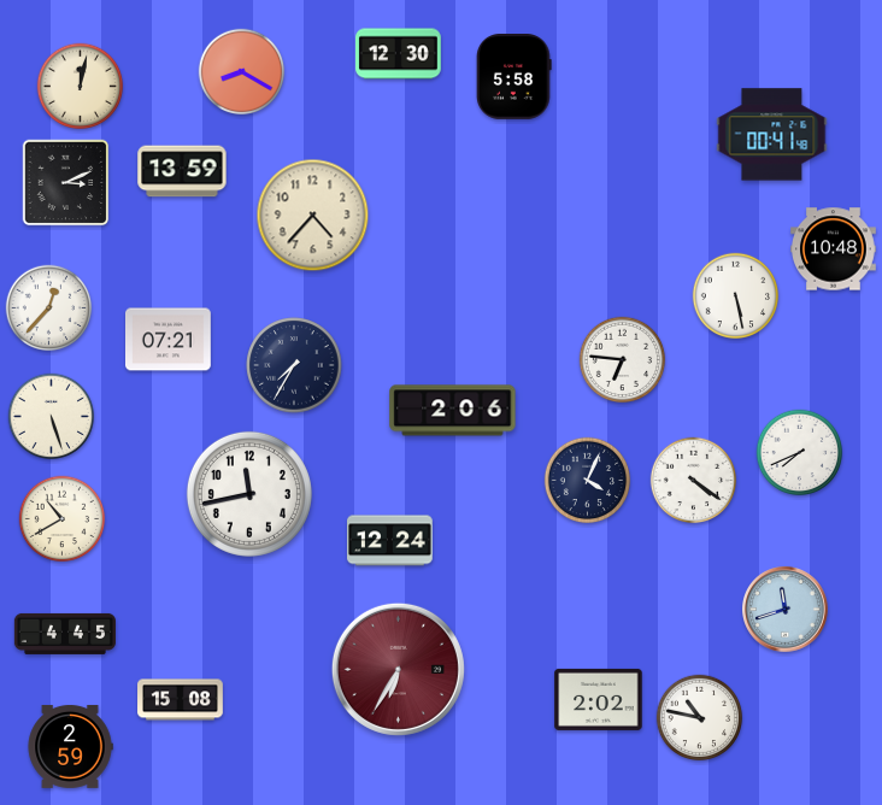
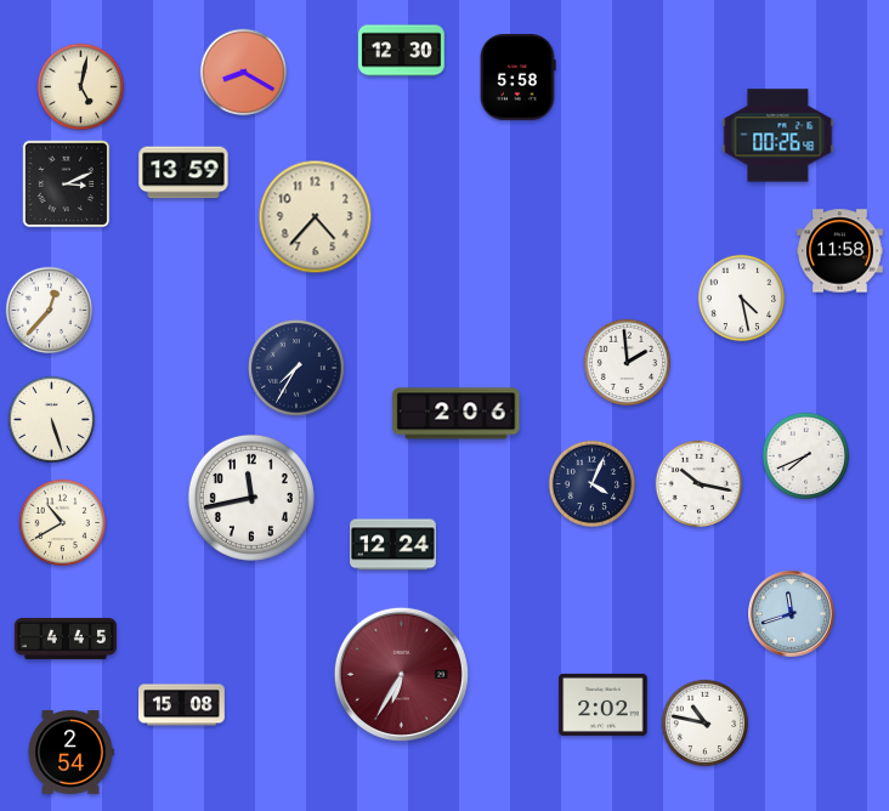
clock at (399, 54) position: (399, 54) -> (402, 51)
clock at (81, 87): 12:02 -> 5:02
clock at (772, 135): 00:41 -> 00:26
clock at (834, 249): 10:48 -> 11:58
clock at (736, 296): 5:28 -> 4:28
clock at (169, 340): 07:21 -> none
clock at (623, 360): 6:46 -> 1:59
clock at (694, 481): 4:21 -> 10:17
clock at (70, 746): 2:59 -> 2:54
